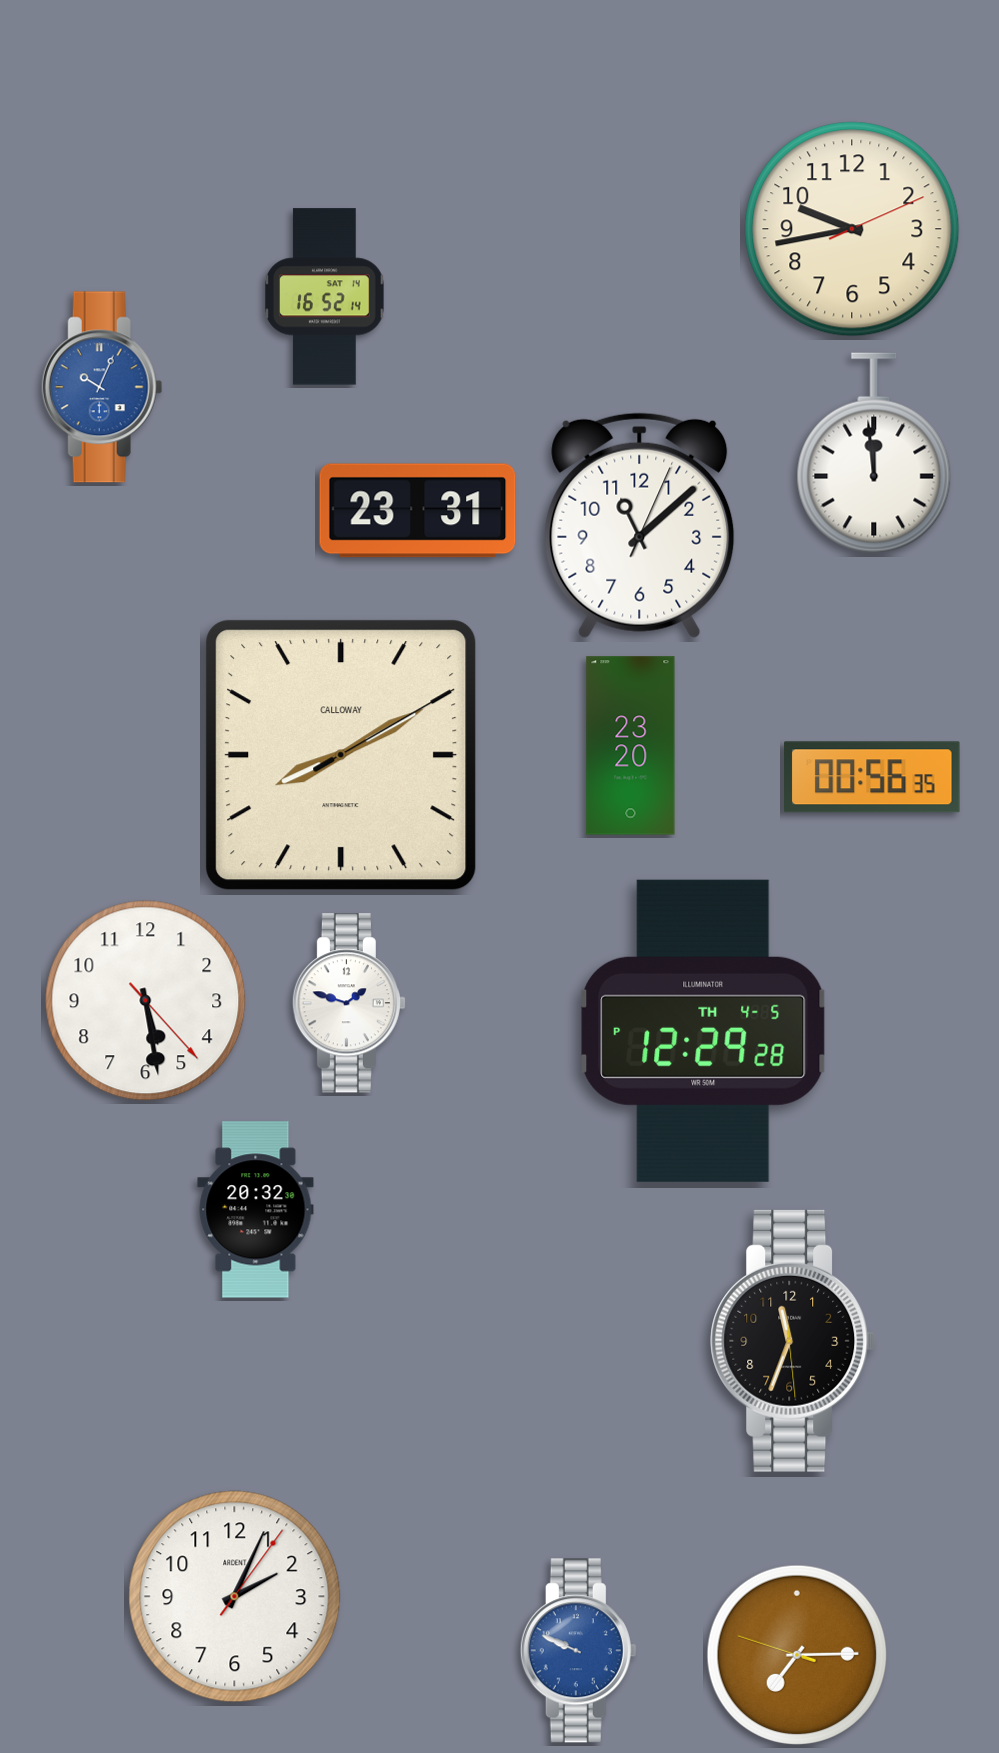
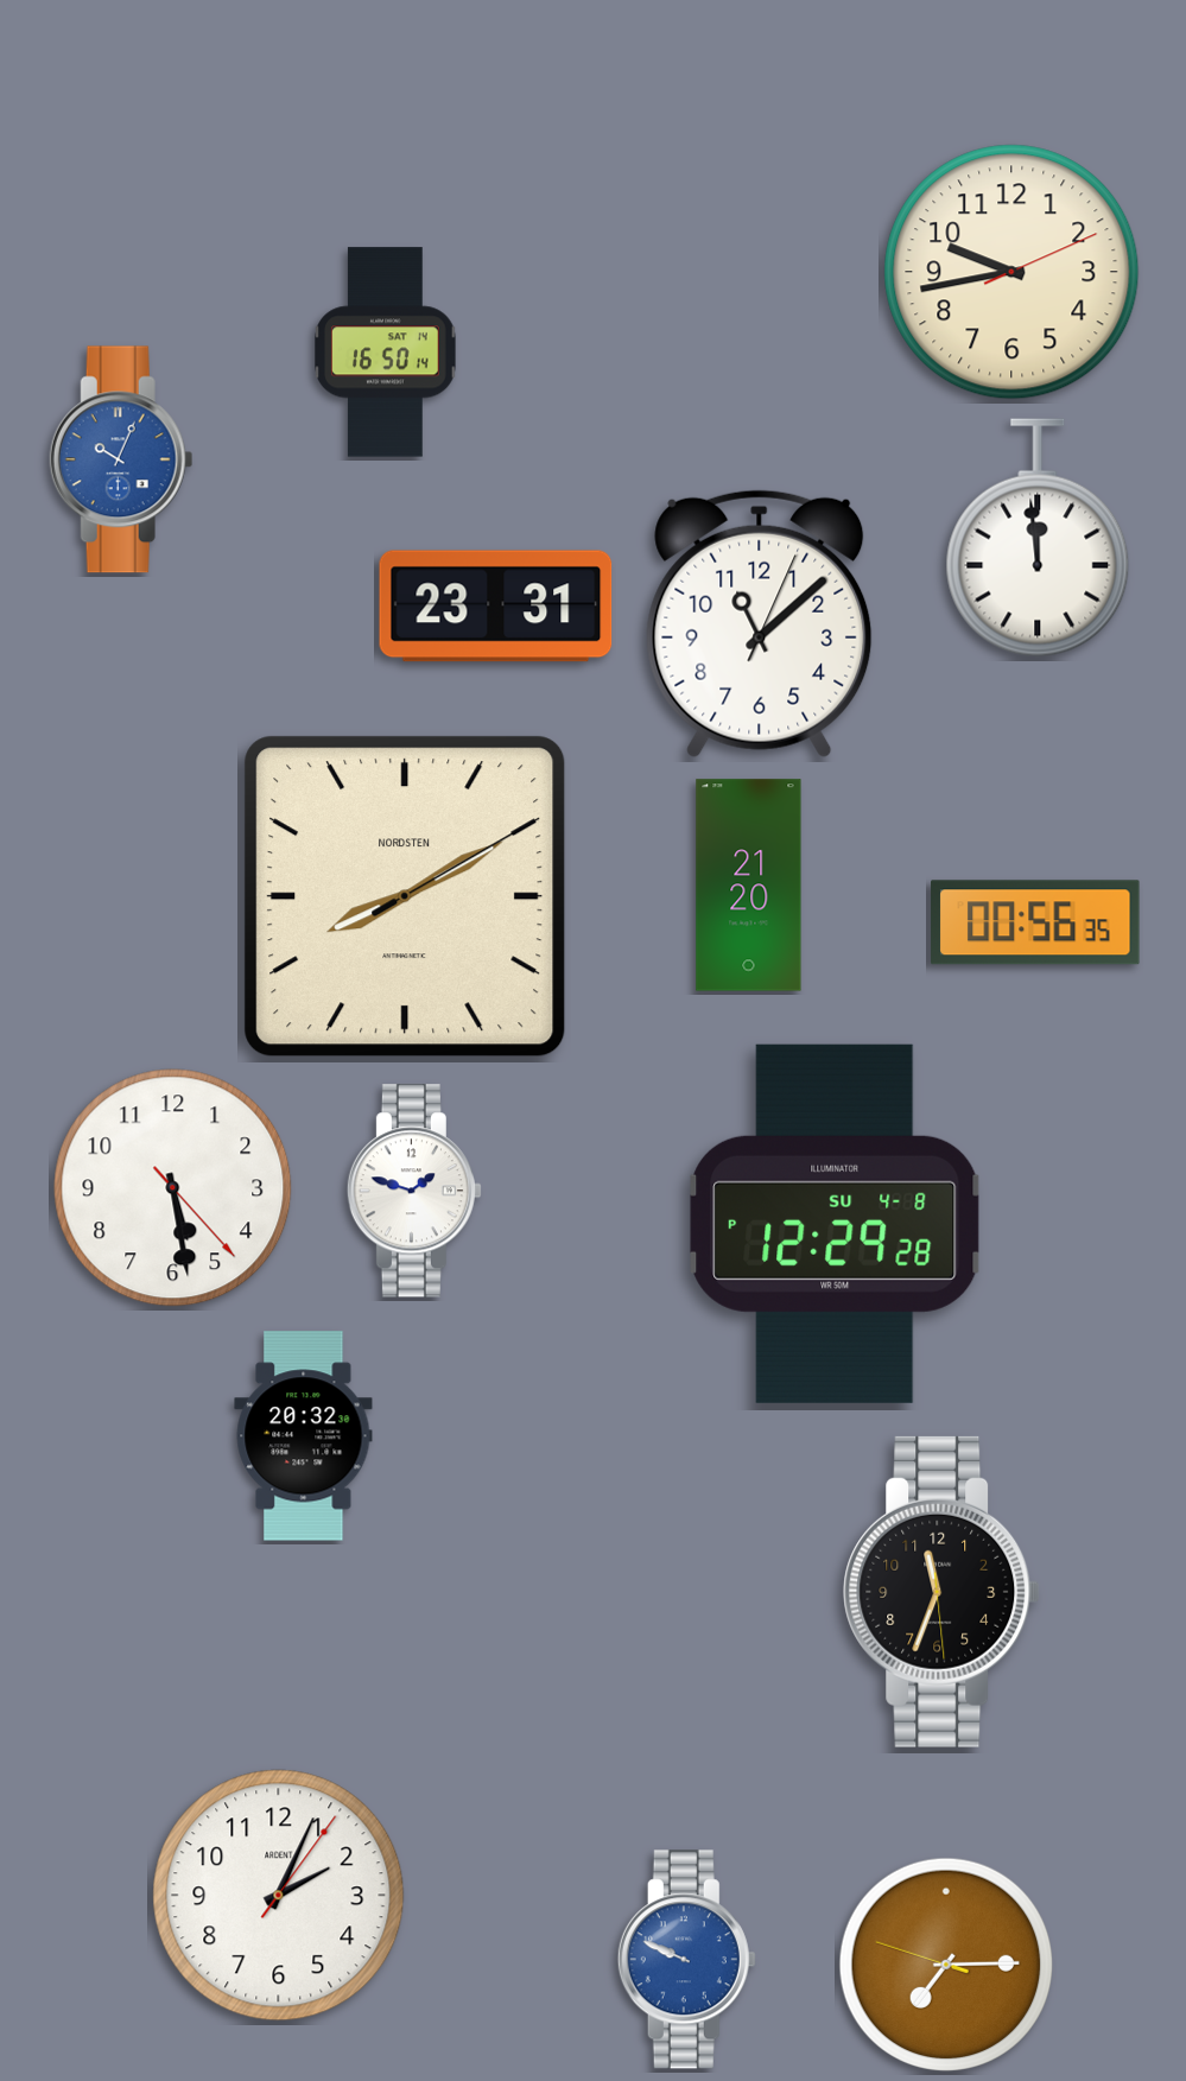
clock at (325, 297): 16:52 -> 16:50
clock at (631, 746): 23:20 -> 21:20
clock at (341, 755) brand: CALLOWAY -> NORDSTEN
clock at (703, 1031) date: TH 4-5 -> SU 4-8
